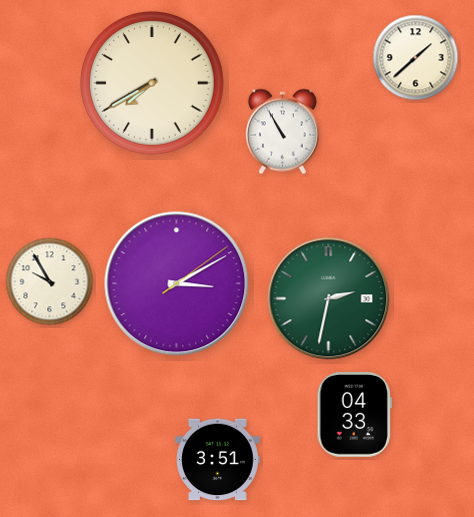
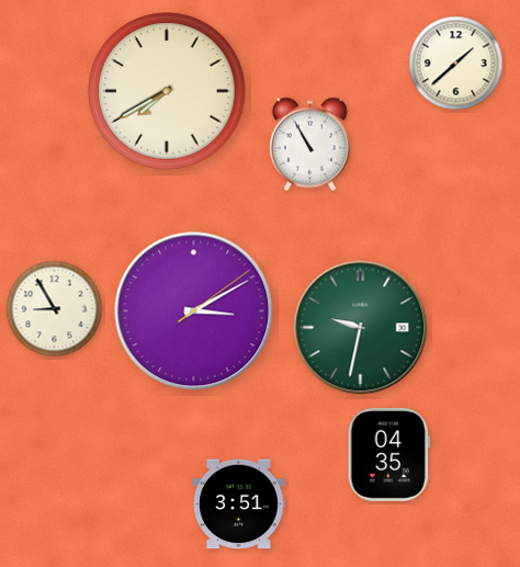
clock at (50, 282): 9:55 -> 8:55
clock at (329, 299): 2:32 -> 9:32
clock at (354, 415): 04:33 -> 04:35
